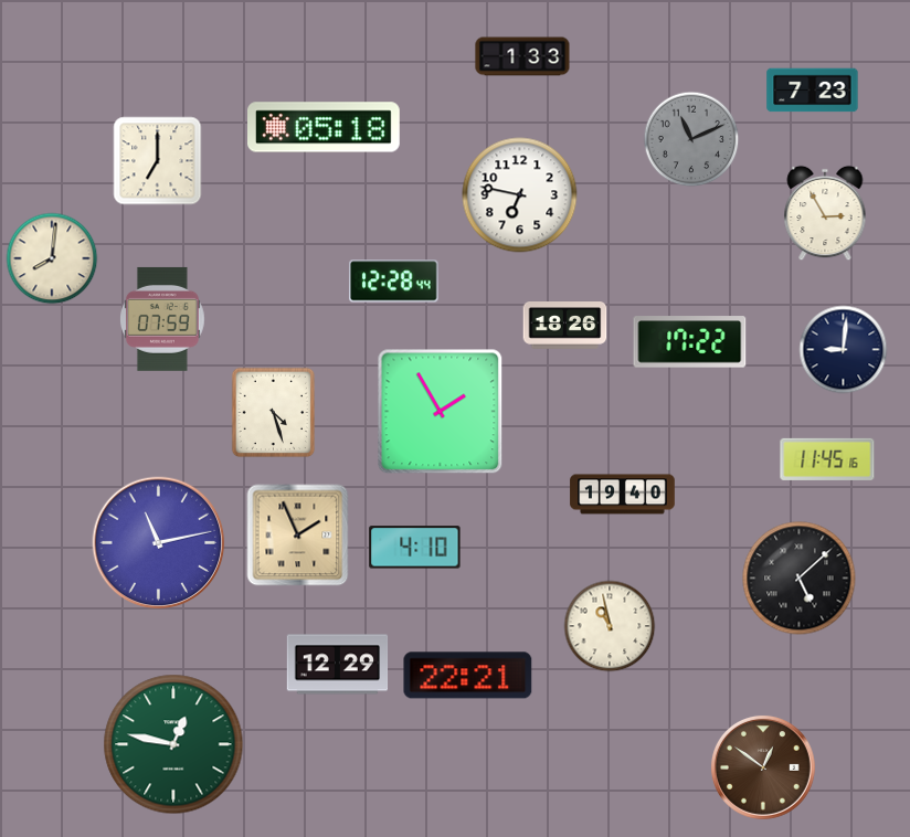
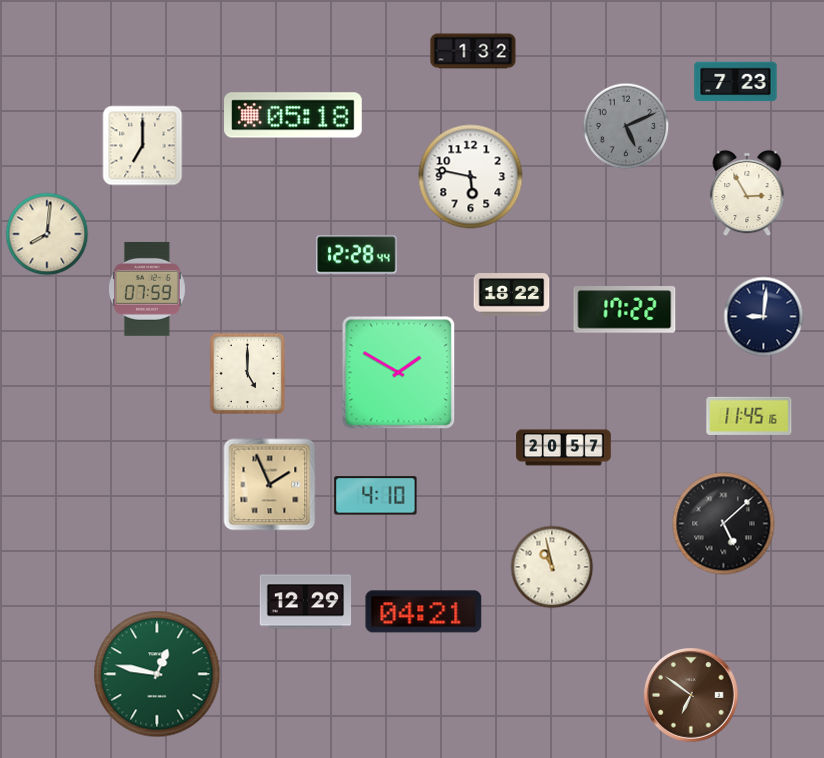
clock at (522, 56): 1:33 -> 1:32
clock at (691, 139): 11:11 -> 5:11
clock at (520, 195): 6:47 -> 5:47
clock at (565, 326): 18:26 -> 18:22
clock at (441, 412): 1:55 -> 1:50
clock at (274, 413): 4:27 -> 5:00
clock at (623, 495): 19:40 -> 20:57
clock at (159, 543): 11:13 -> none
clock at (468, 676): 22:21 -> 04:21
clock at (764, 769): 12:51 -> 6:51
